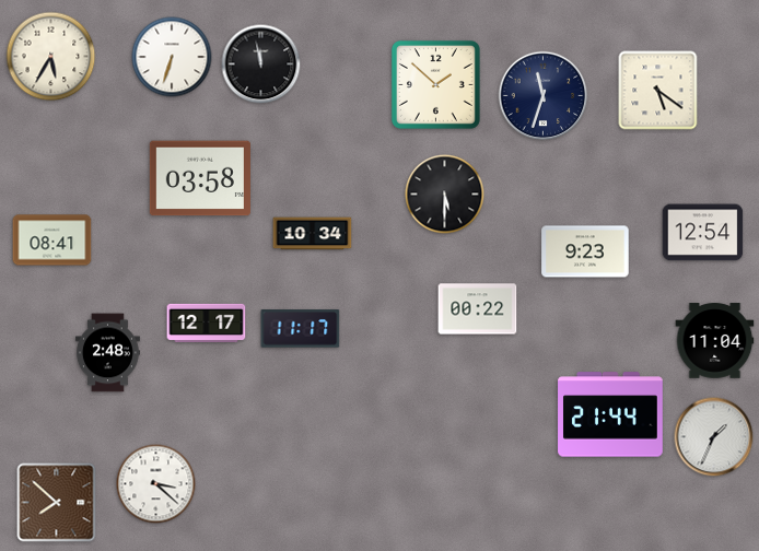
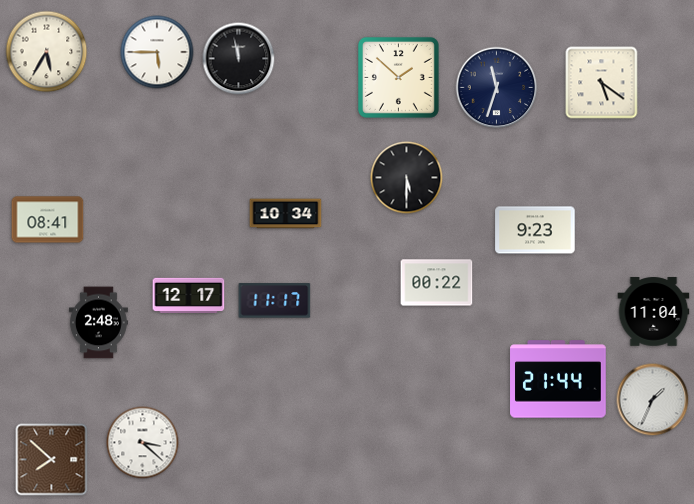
clock at (172, 57): 6:33 -> 5:45
clock at (200, 178): 03:58 -> none
clock at (703, 233): 12:54 -> none
